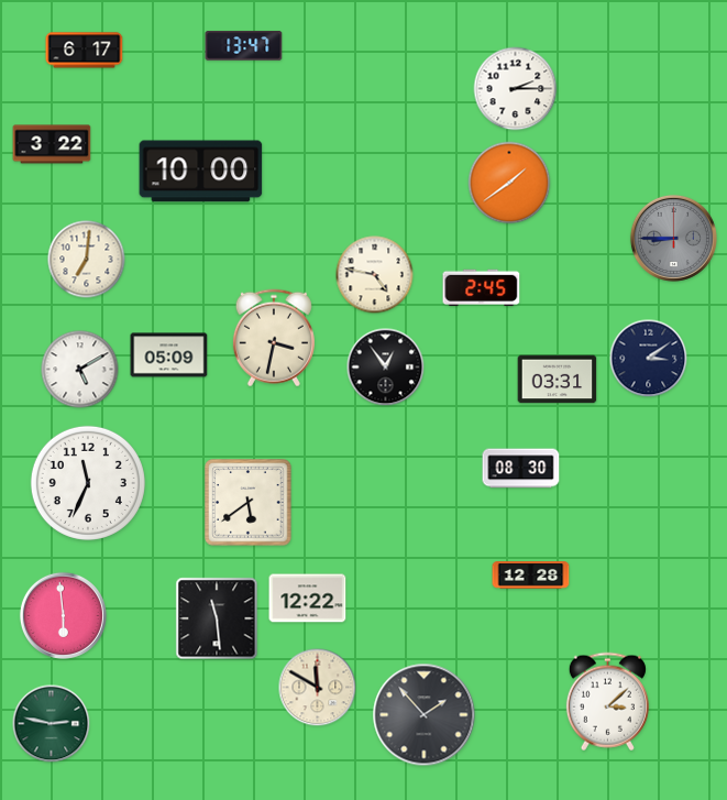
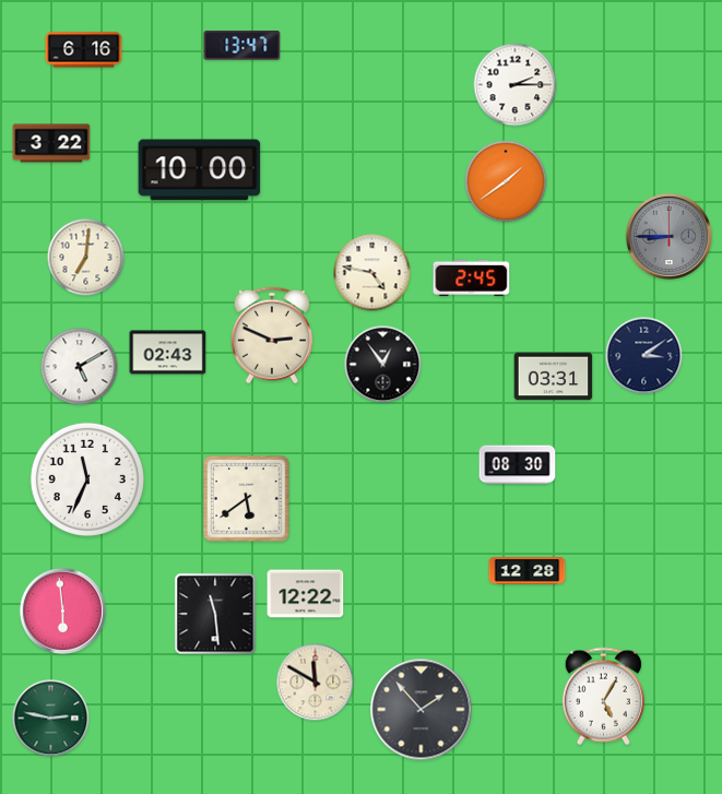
clock at (85, 51): 6:17 -> 6:16
clock at (516, 89) position: (516, 89) -> (516, 85)
clock at (482, 288) position: (482, 288) -> (472, 279)
clock at (274, 338): 3:32 -> 2:49
clock at (169, 355): 05:09 -> 02:43
clock at (607, 702): 3:08 -> 5:05
